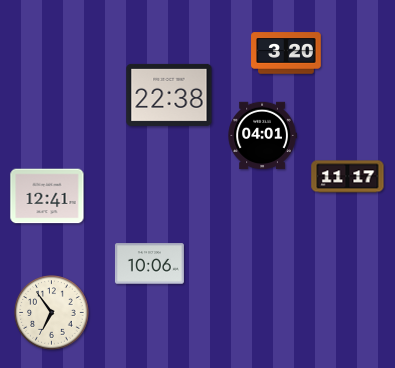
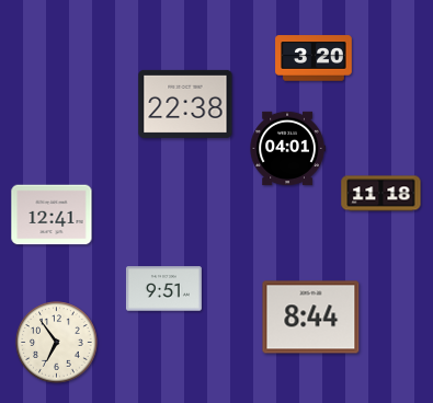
clock at (348, 177): 11:17 -> 11:18
clock at (149, 264): 10:06 -> 9:51
clock at (311, 318): none -> 8:44
